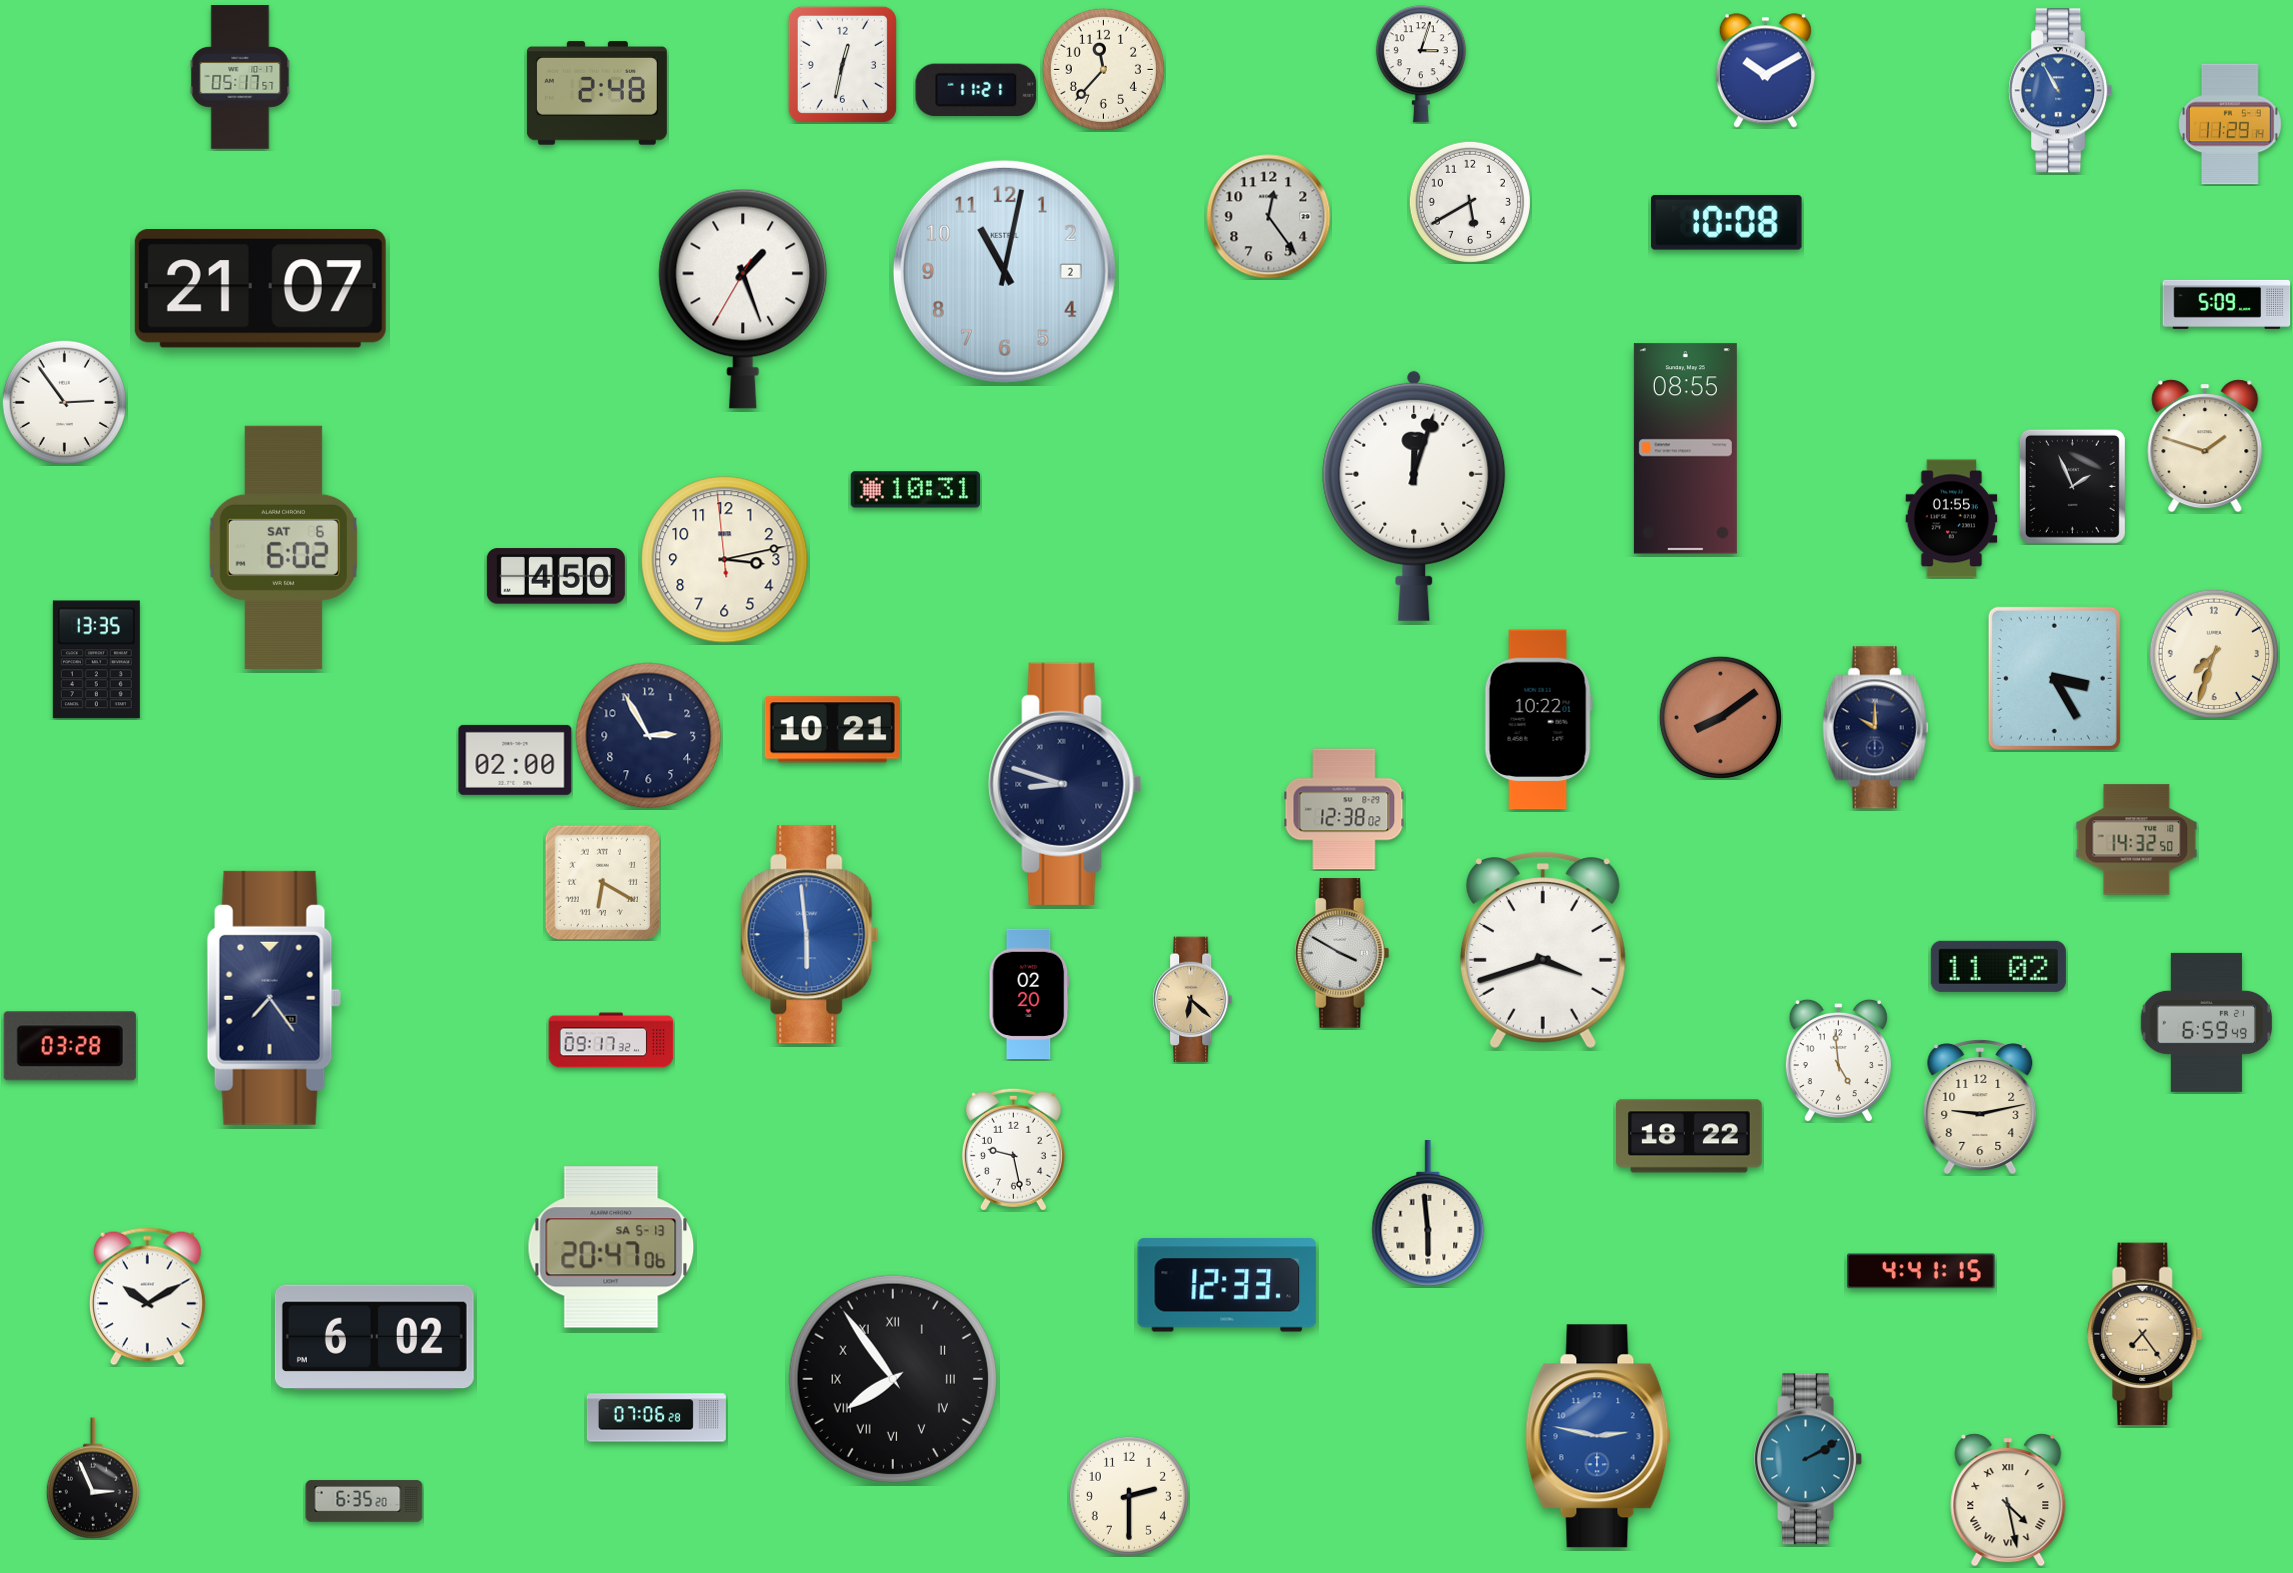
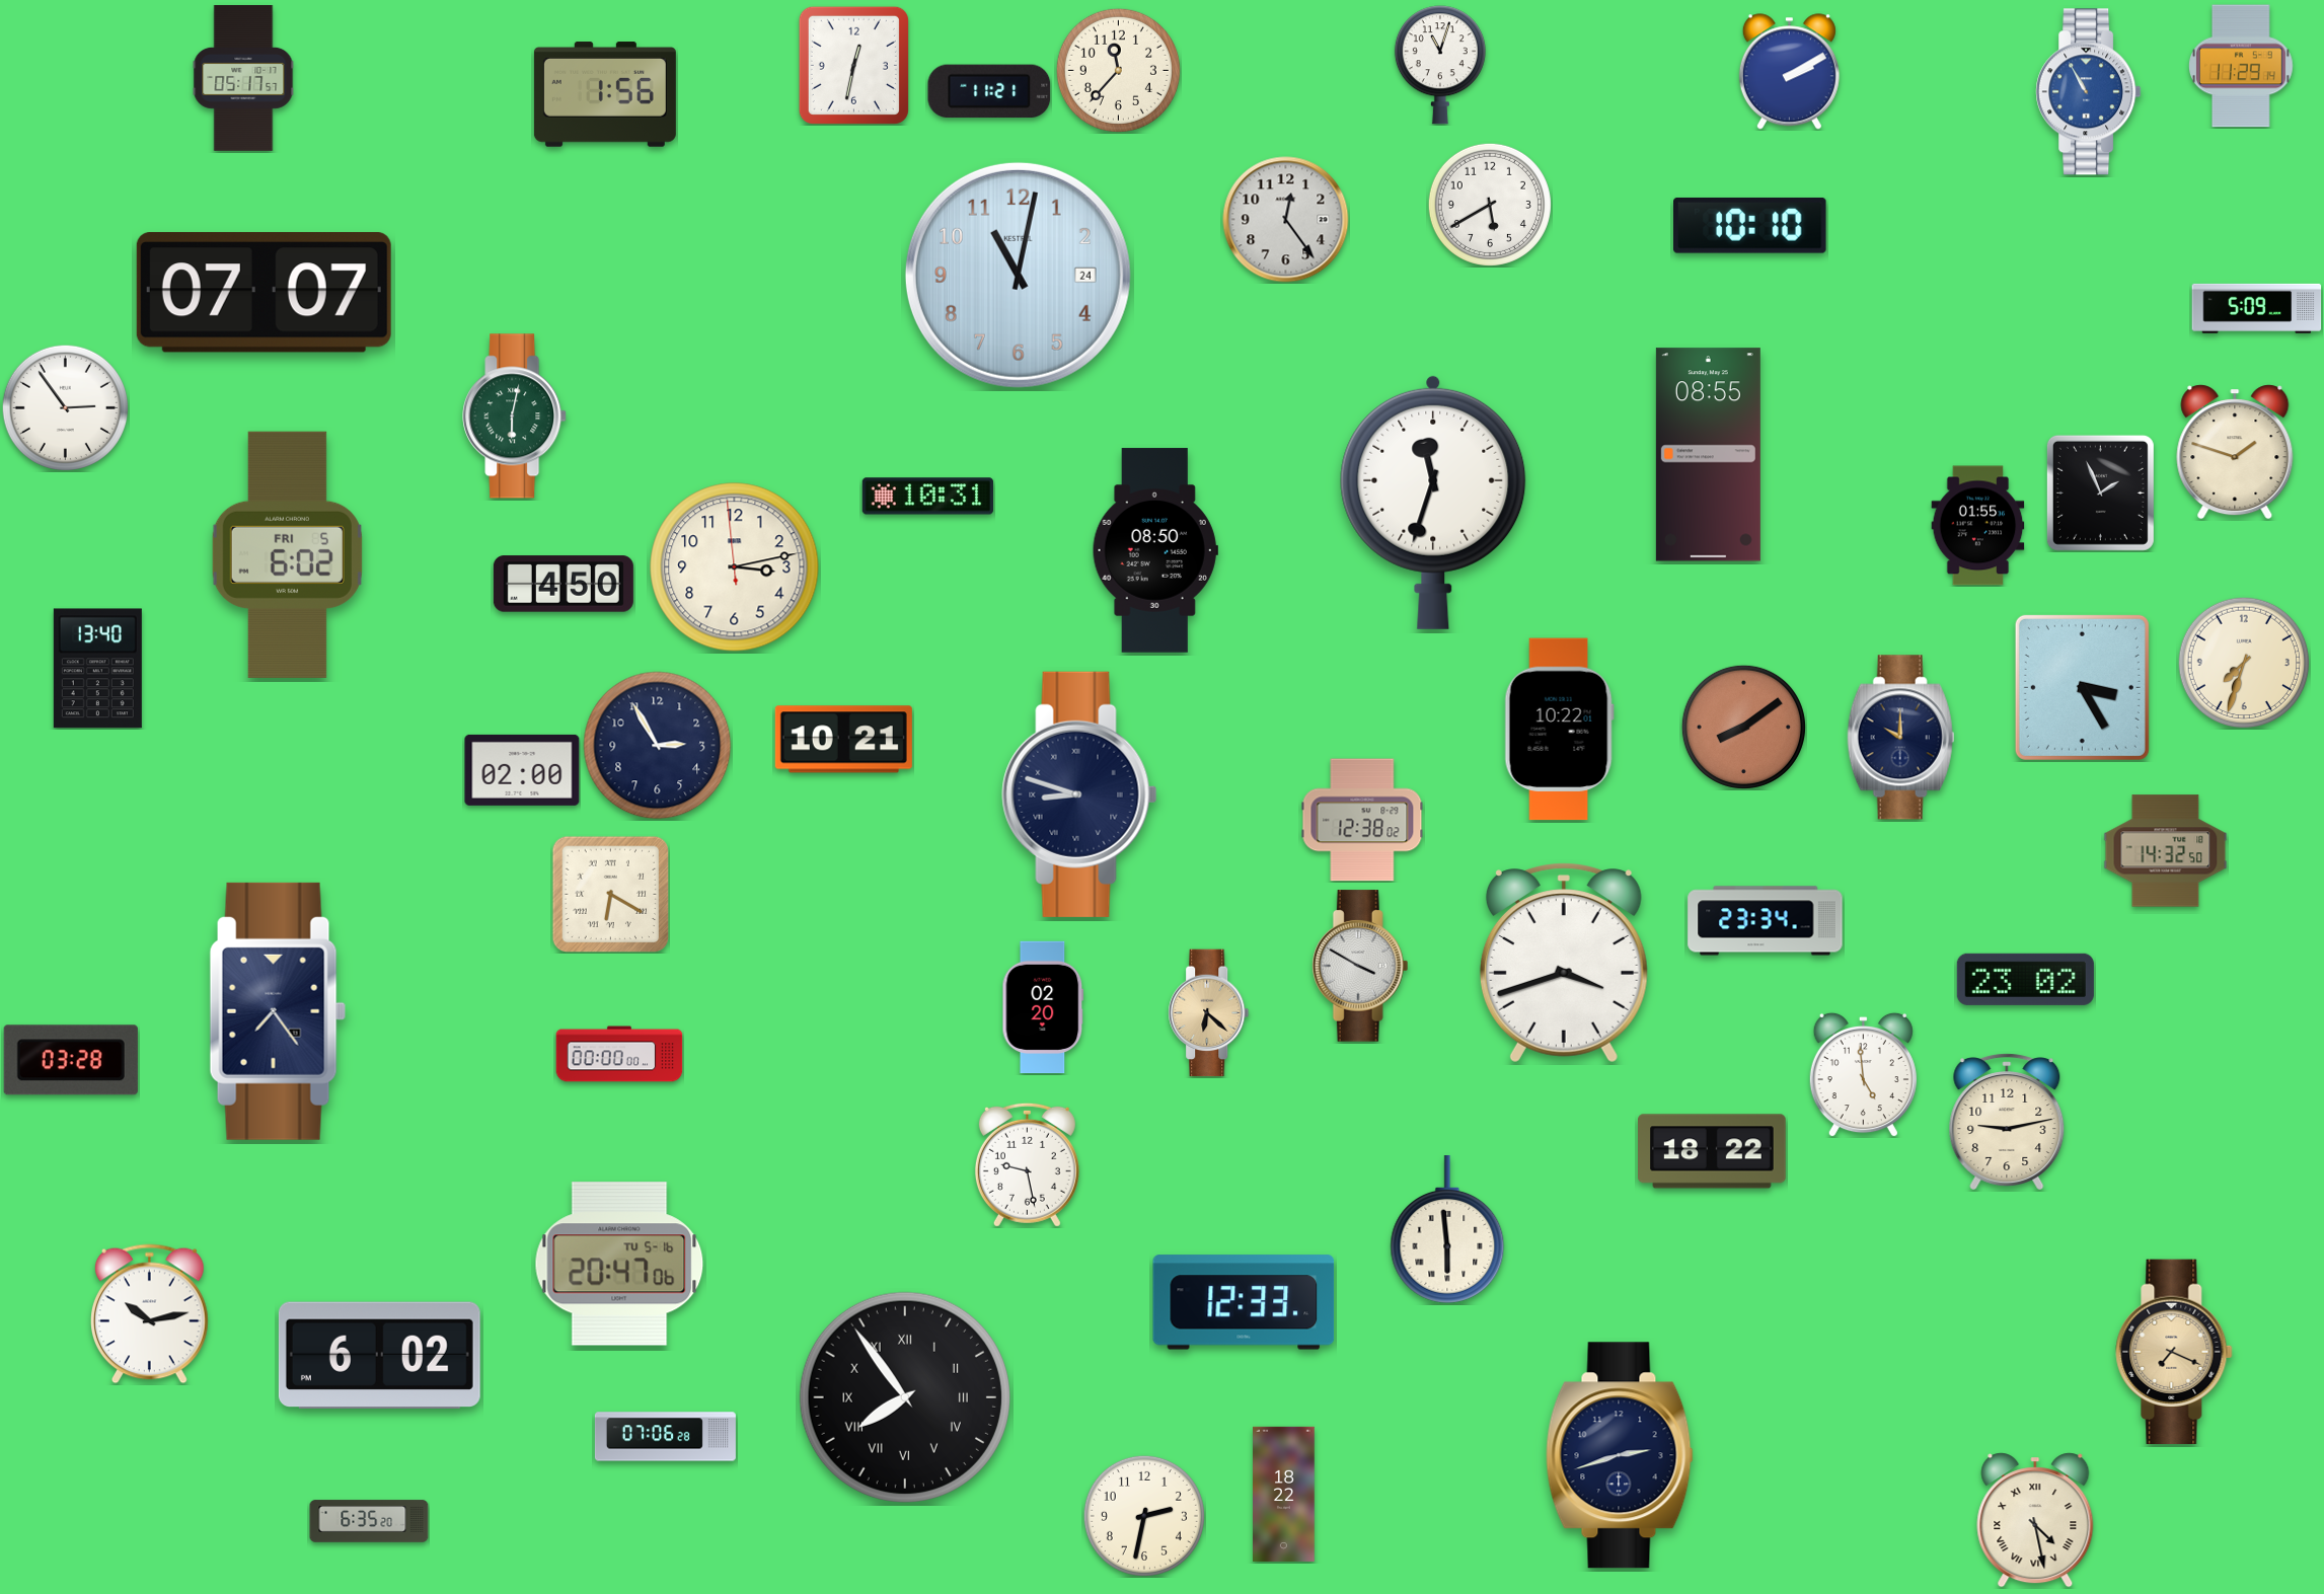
clock at (1421, 64): 3:03 -> 11:03
clock at (1765, 71): 10:10 -> 2:10
clock at (597, 93): 2:48 -> 1:56
clock at (2231, 124) position: (2231, 124) -> (2242, 66)
clock at (1727, 222): 10:08 -> 10:10
clock at (1004, 271) date: 2 -> 24
clock at (260, 289): 21:07 -> 07:07
clock at (743, 299): 1:26 -> none
clock at (515, 416): none -> 6:02
clock at (1414, 495): 12:03 -> 11:33
clock at (1155, 550): none -> 08:50
clock at (283, 547) date: SAT 6 -> FRI 5
clock at (96, 660): 13:35 -> 13:40
clock at (1766, 921): none -> 23:34
clock at (810, 935): 5:59 -> none
clock at (1998, 966): 11:02 -> 23:02
clock at (2206, 1022): 6:59 -> none
clock at (611, 1040): 09:17 -> 00:00
clock at (611, 1247) date: SA 5-13 -> TU 5-16
clock at (1921, 1271): 4:41 -> none
clock at (148, 1297): 10:10 -> 10:13
clock at (2145, 1334): 7:24 -> 7:19
clock at (1598, 1436): 2:47 -> 2:42
clock at (1598, 1436) dial: blue -> navy
clock at (1808, 1459): 2:10 -> none
clock at (1284, 1494): none -> 18:22
clock at (93, 1478): 2:56 -> none
clock at (1129, 1496): 2:30 -> 2:32
